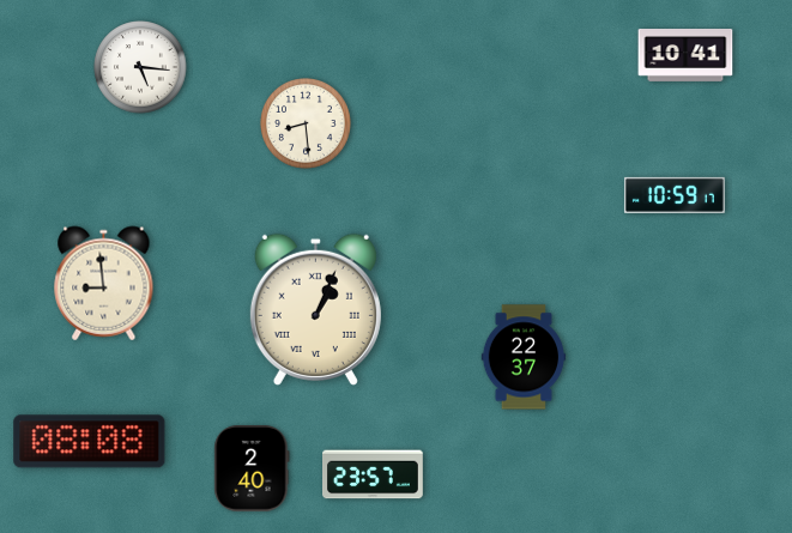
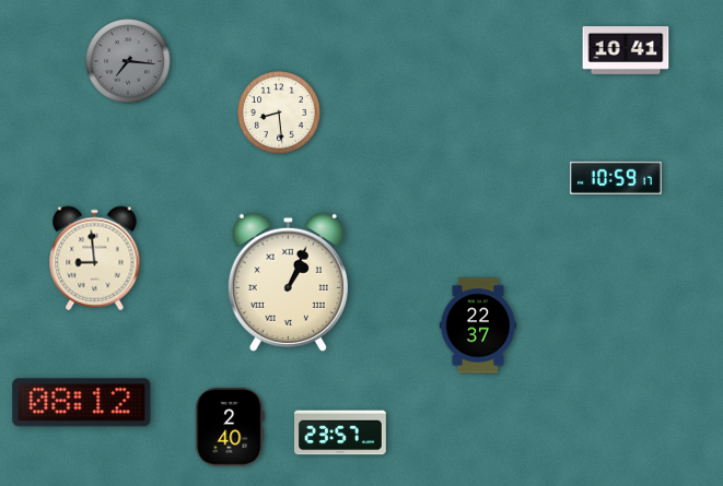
clock at (140, 67): 5:16 -> 7:16
clock at (140, 67) dial: white -> grey
clock at (90, 442): 08:08 -> 08:12
